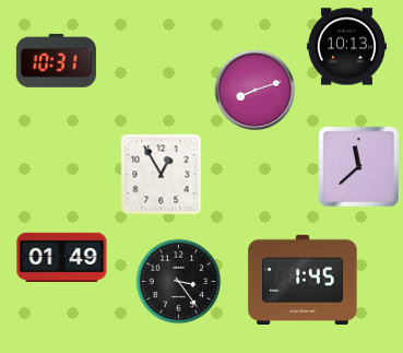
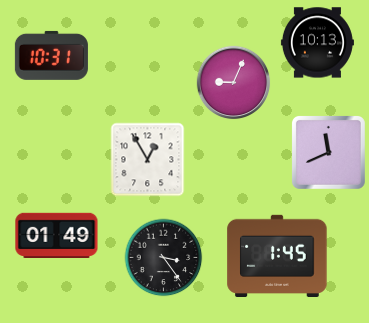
clock at (256, 91): 8:12 -> 9:04
clock at (358, 166): 11:38 -> 11:41
